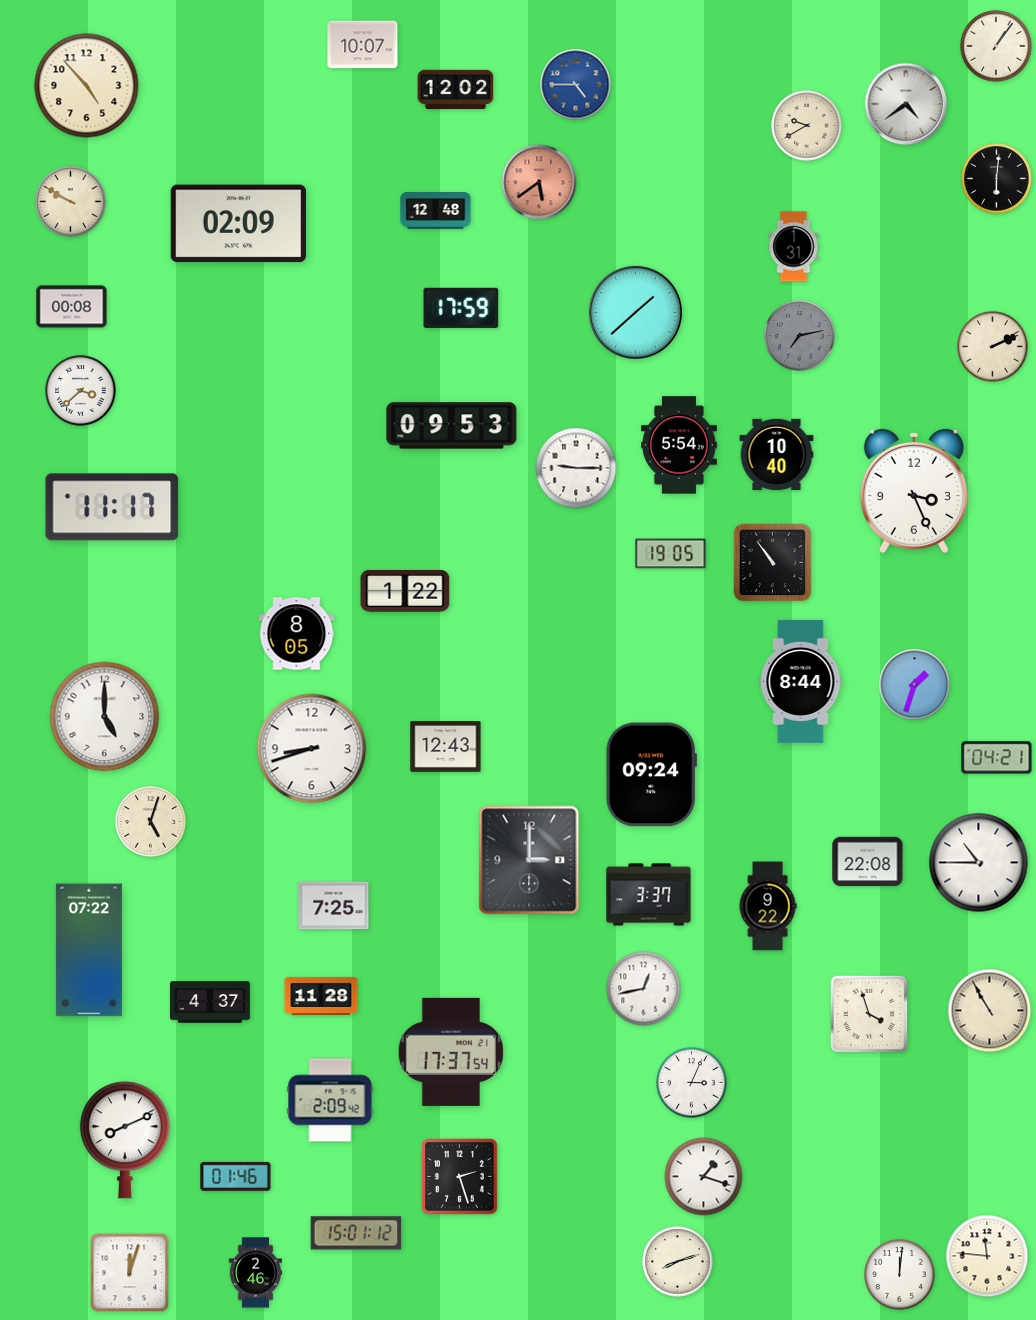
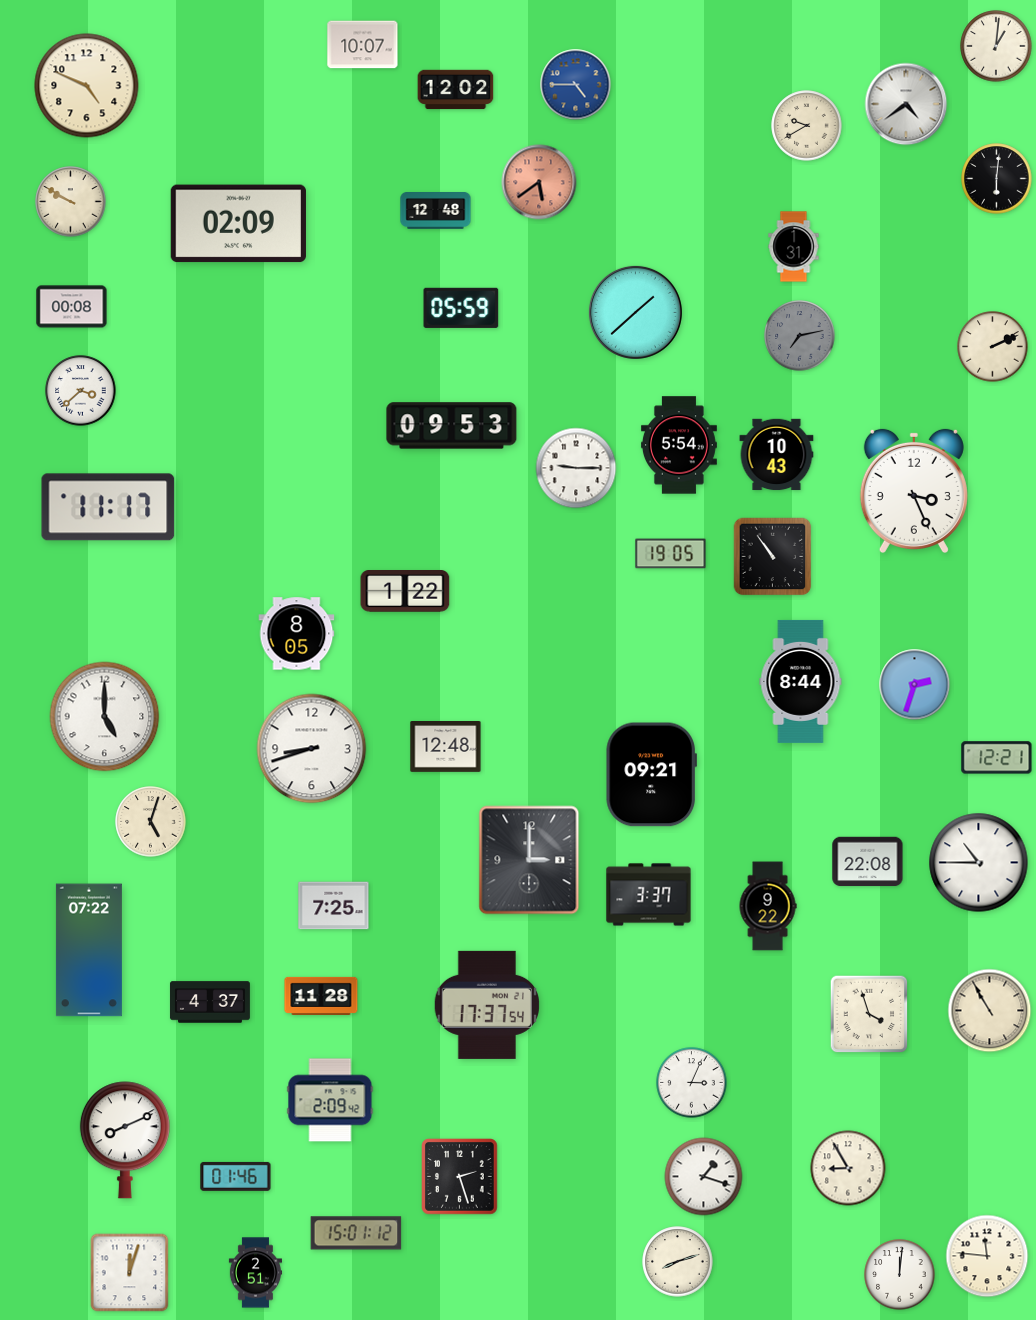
clock at (996, 46): 1:06 -> 1:01
clock at (87, 86): 4:53 -> 4:49
clock at (461, 308): 17:59 -> 05:59
clock at (777, 455): 10:40 -> 10:43
clock at (112, 507) position: (112, 507) -> (108, 507)
clock at (773, 563) position: (773, 563) -> (773, 557)
clock at (915, 685): 1:33 -> 2:33
clock at (446, 747): 12:43 -> 12:48
clock at (997, 758): 04:21 -> 12:21
clock at (651, 775): 09:24 -> 09:21
clock at (644, 989): 12:43 -> none
clock at (450, 1052) position: (450, 1052) -> (486, 1005)
clock at (848, 1168): none -> 8:55
clock at (255, 1273): 2:46 -> 2:51
